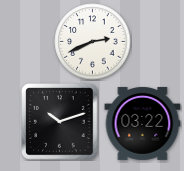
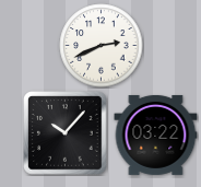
clock at (60, 122): 10:12 -> 10:07
